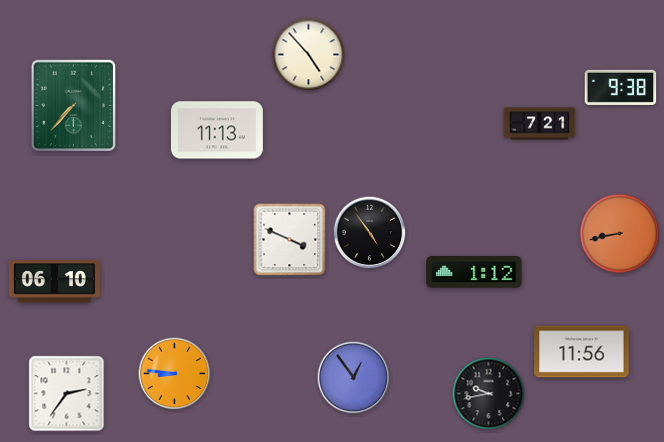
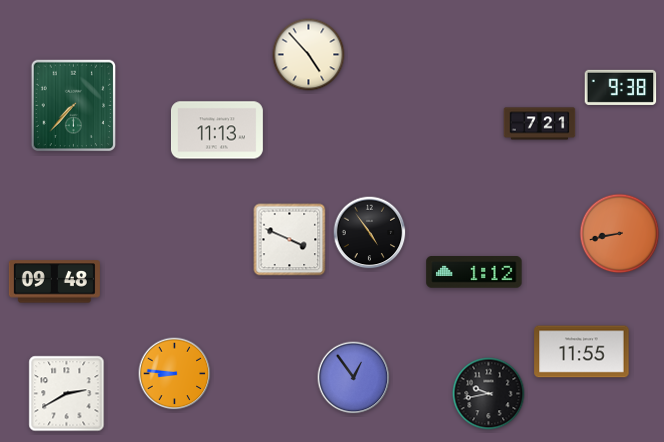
clock at (54, 282): 06:10 -> 09:48
clock at (582, 352): 11:56 -> 11:55
clock at (67, 394): 2:36 -> 2:40
